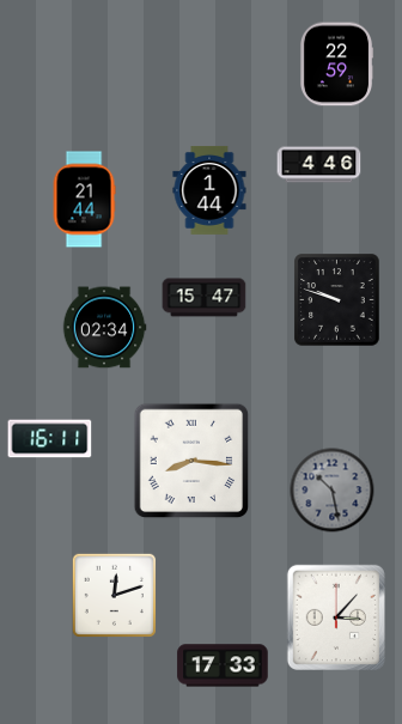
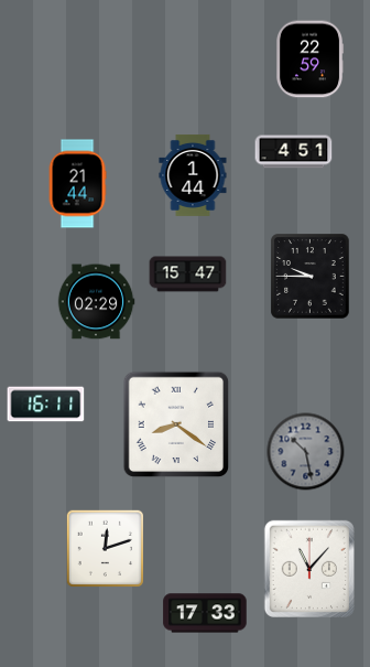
clock at (319, 165): 4:46 -> 4:51
clock at (337, 300): 9:48 -> 9:45
clock at (104, 328): 02:34 -> 02:29
clock at (191, 461): 8:16 -> 8:21
clock at (336, 616): 3:07 -> 11:07
